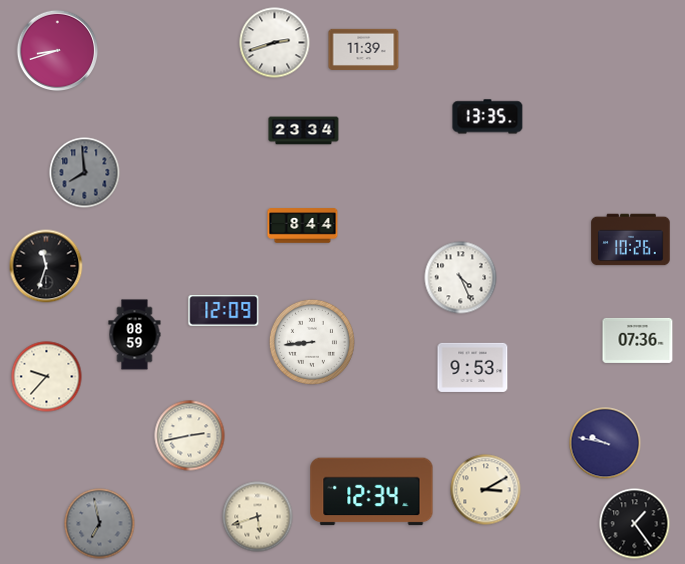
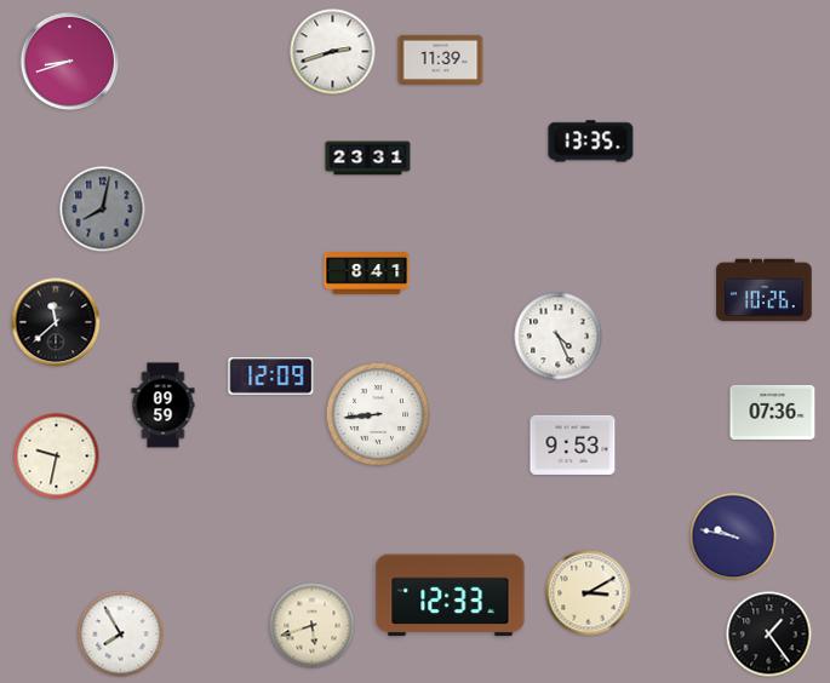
clock at (304, 131): 23:34 -> 23:31
clock at (85, 173): 7:59 -> 8:02
clock at (303, 226): 8:44 -> 8:41
clock at (46, 266): 11:33 -> 11:38
clock at (135, 335): 08:59 -> 09:59
clock at (47, 377): 9:37 -> 9:32
clock at (190, 436): 2:43 -> none
clock at (372, 492): 12:34 -> 12:33
clock at (100, 524): 6:58 -> 7:55
clock at (100, 524) dial: grey -> white
